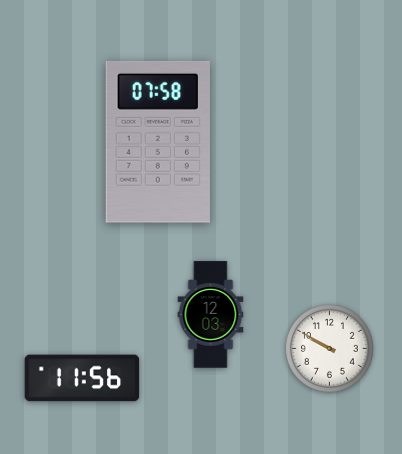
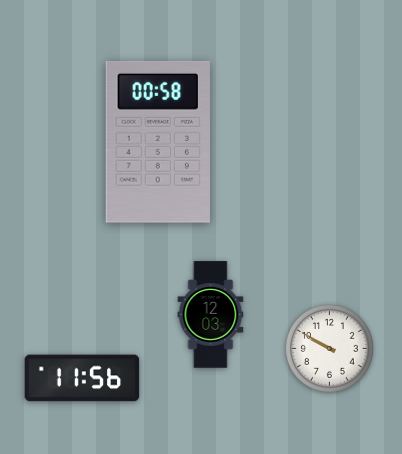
clock at (158, 142): 07:58 -> 00:58
